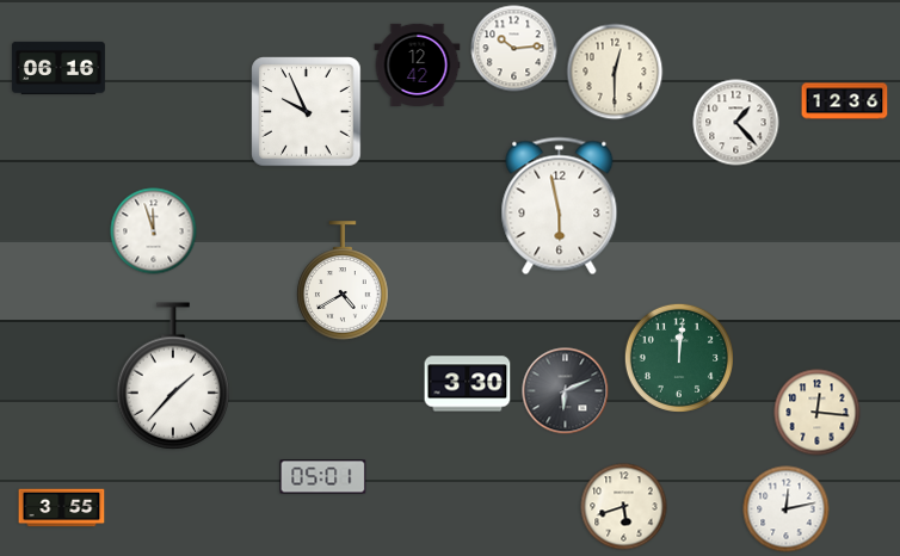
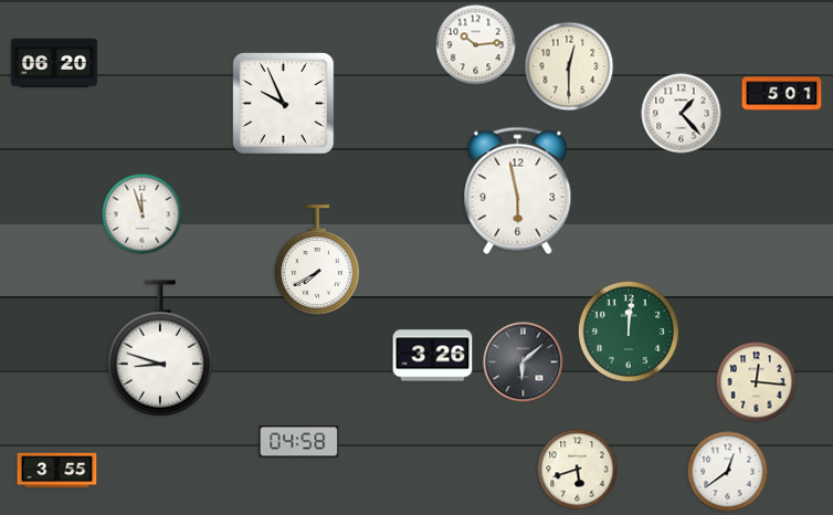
clock at (418, 64): 12:42 -> none
clock at (58, 68): 06:16 -> 06:20
clock at (845, 101): 12:36 -> 5:01
clock at (343, 280): 4:40 -> 7:40
clock at (172, 376): 1:37 -> 8:48
clock at (468, 384): 3:30 -> 3:26
clock at (566, 391): 6:11 -> 6:08
clock at (323, 477): 05:01 -> 04:58
clock at (787, 509): 12:13 -> 12:39
